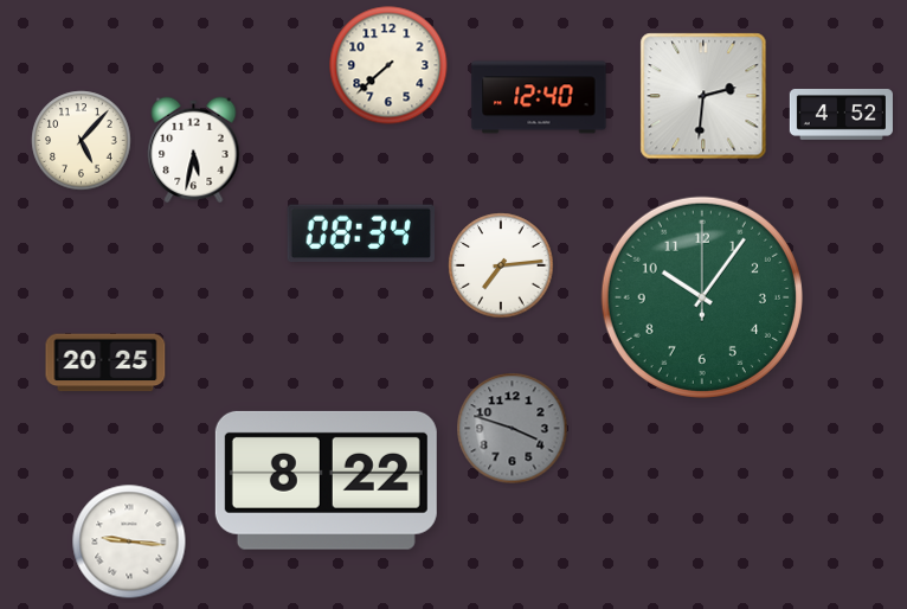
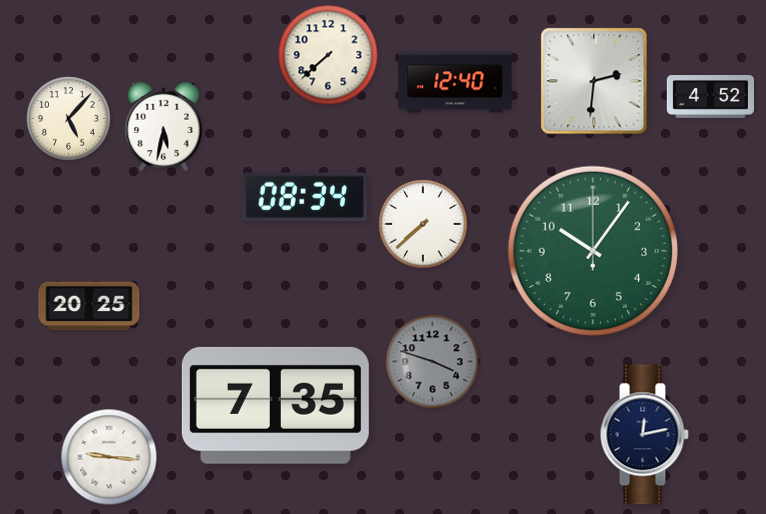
clock at (501, 265): 7:14 -> 7:38
clock at (326, 480): 8:22 -> 7:35
clock at (644, 435): none -> 12:13
